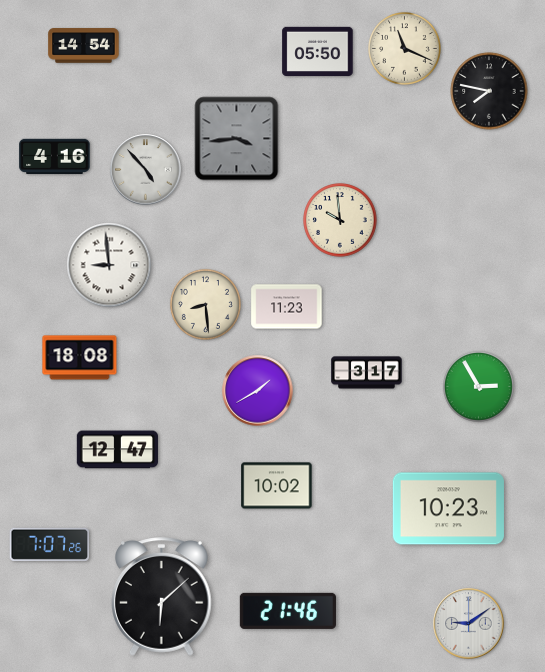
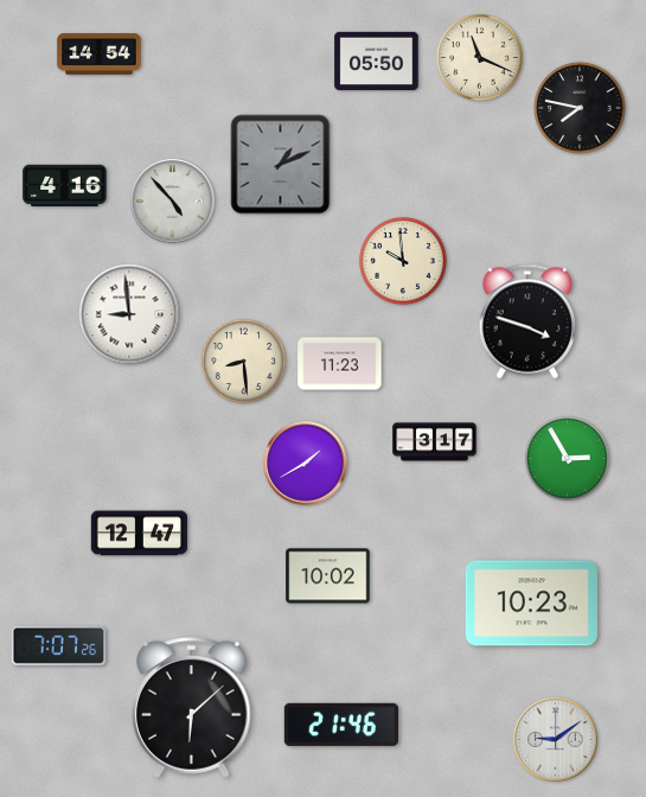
clock at (237, 139): 3:44 -> 1:11
clock at (527, 321): none -> 3:48
clock at (80, 358): 18:08 -> none
